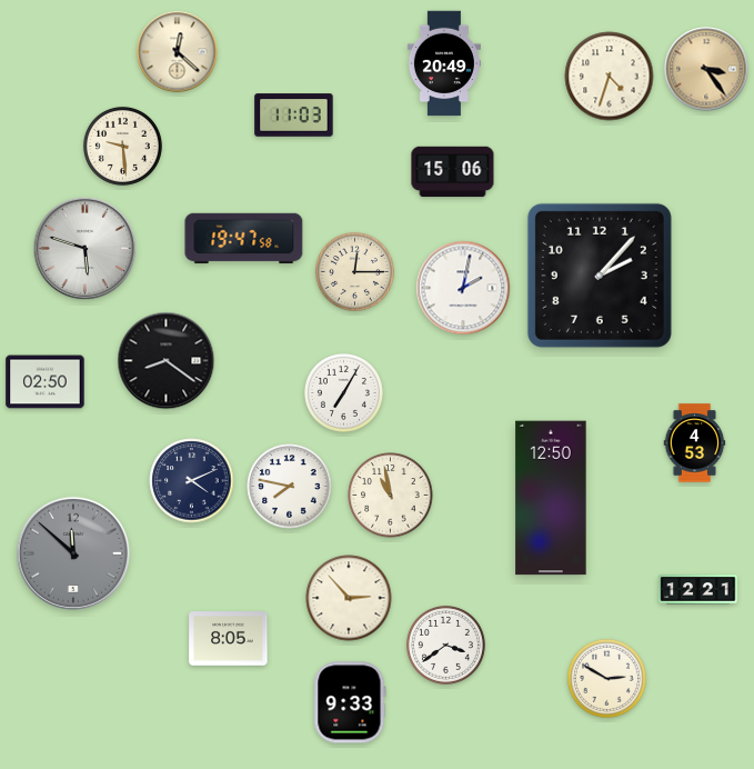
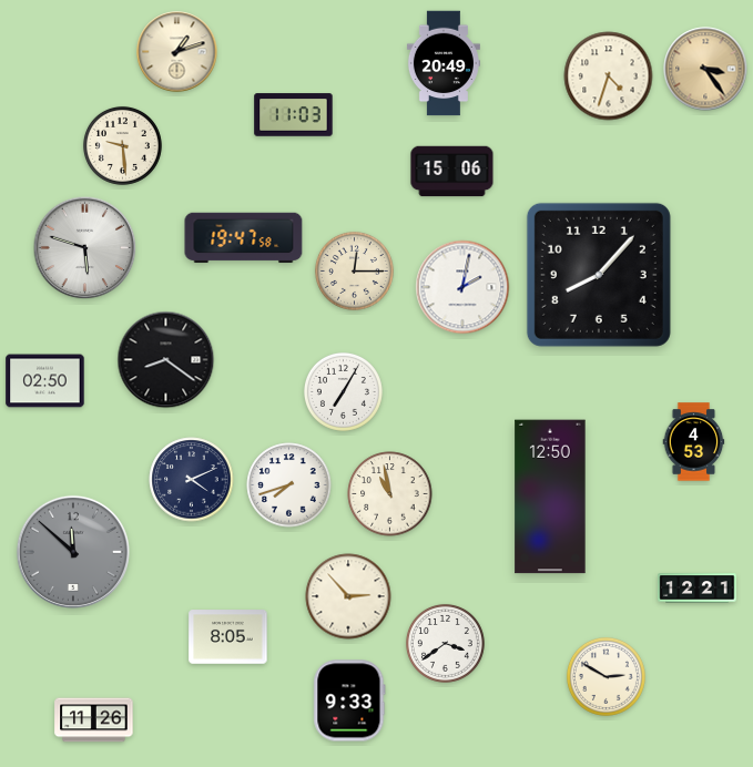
clock at (178, 52): 12:22 -> 1:12
clock at (600, 276): 2:07 -> 8:07
clock at (290, 487): 7:47 -> 7:42
clock at (94, 720): none -> 11:26
